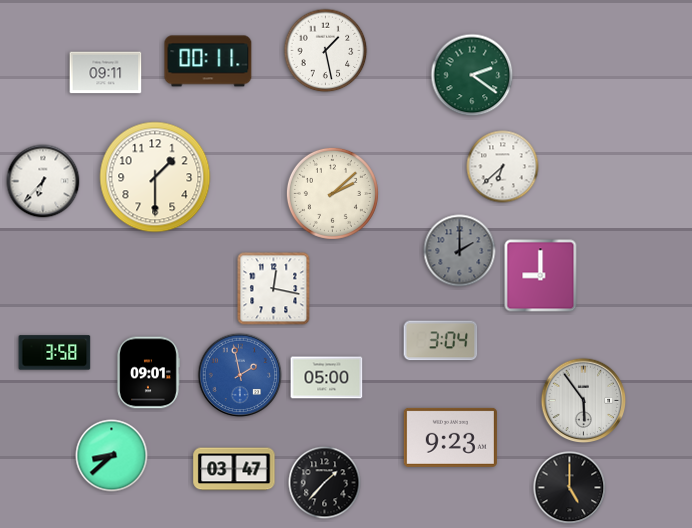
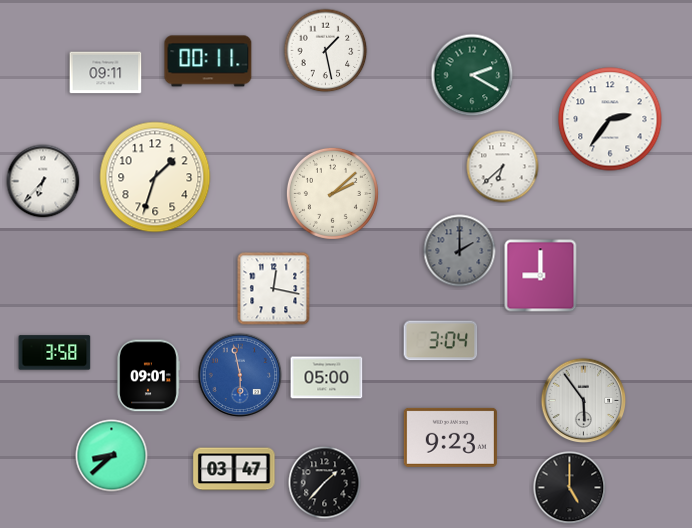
clock at (472, 75): 2:21 -> 2:20
clock at (610, 119): none -> 2:36
clock at (155, 177): 1:30 -> 1:33
clock at (148, 373) position: (148, 373) -> (148, 376)
clock at (240, 375): 1:58 -> 5:58
